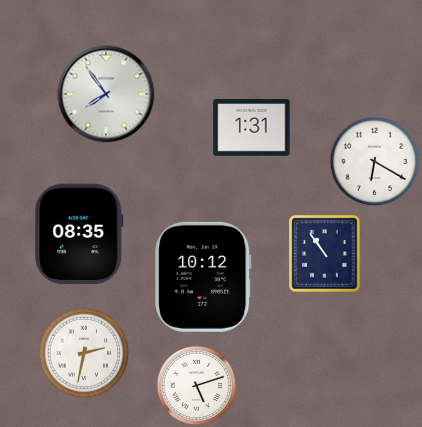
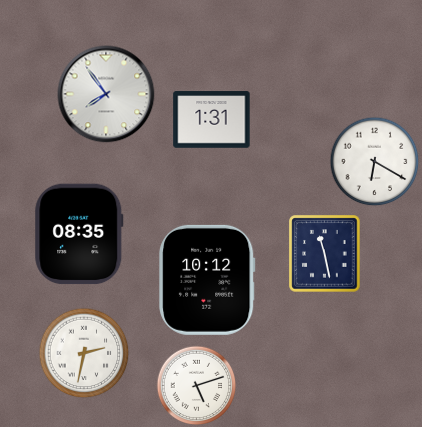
clock at (252, 128) position: (252, 128) -> (212, 120)
clock at (325, 254): 10:54 -> 11:28
clock at (203, 277) position: (203, 277) -> (207, 280)
